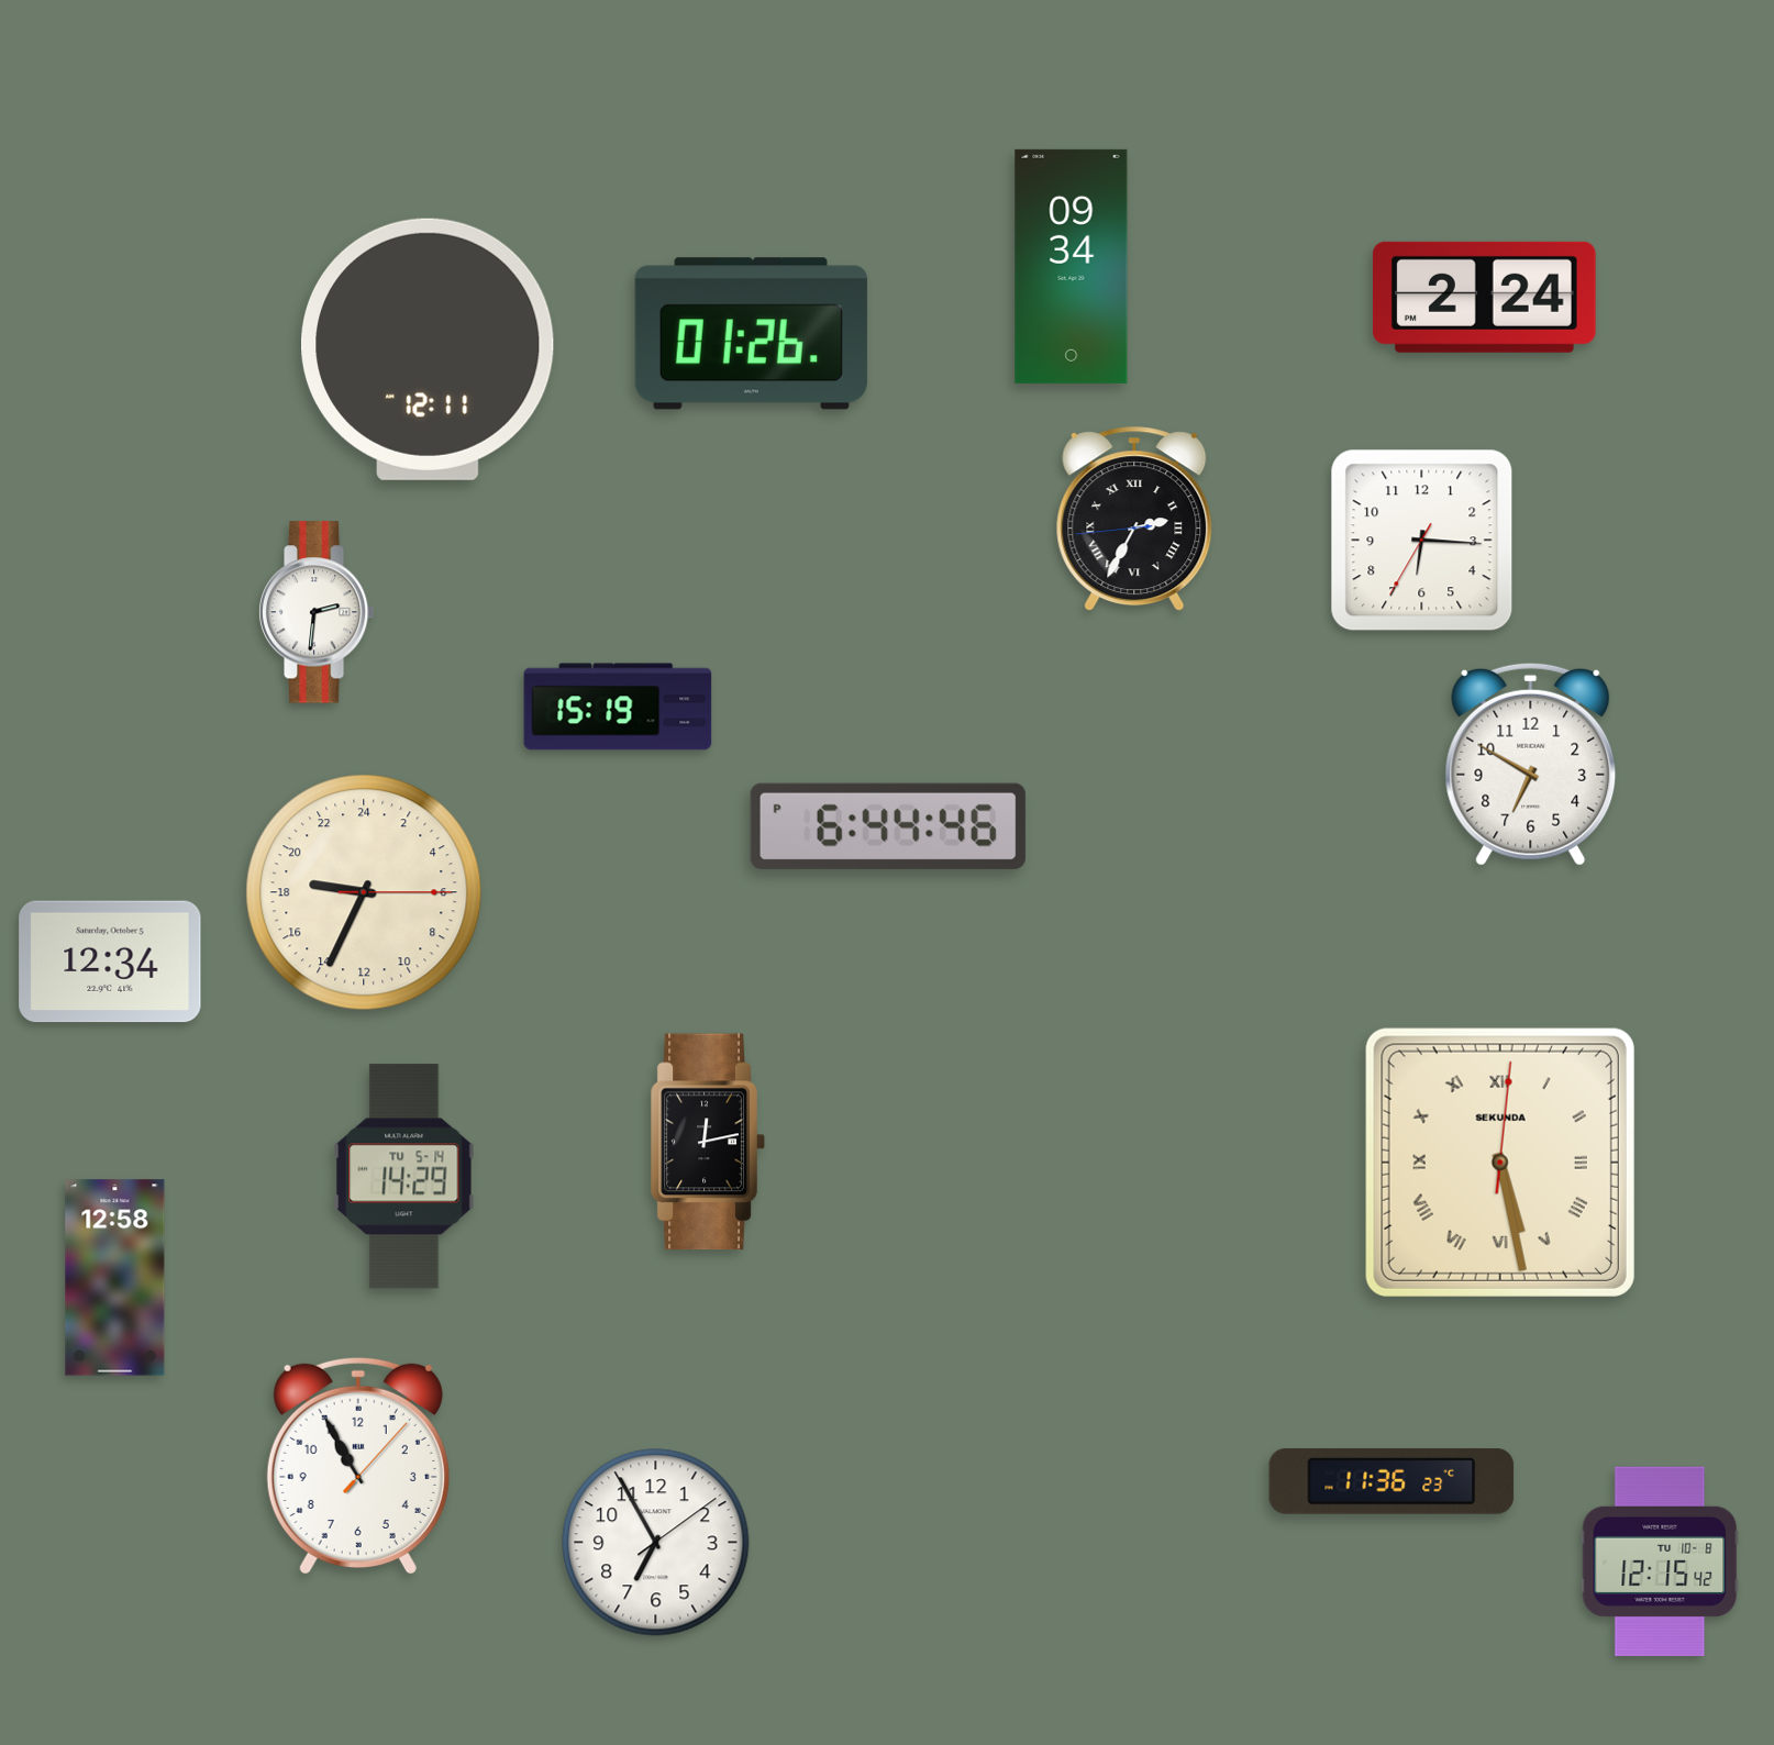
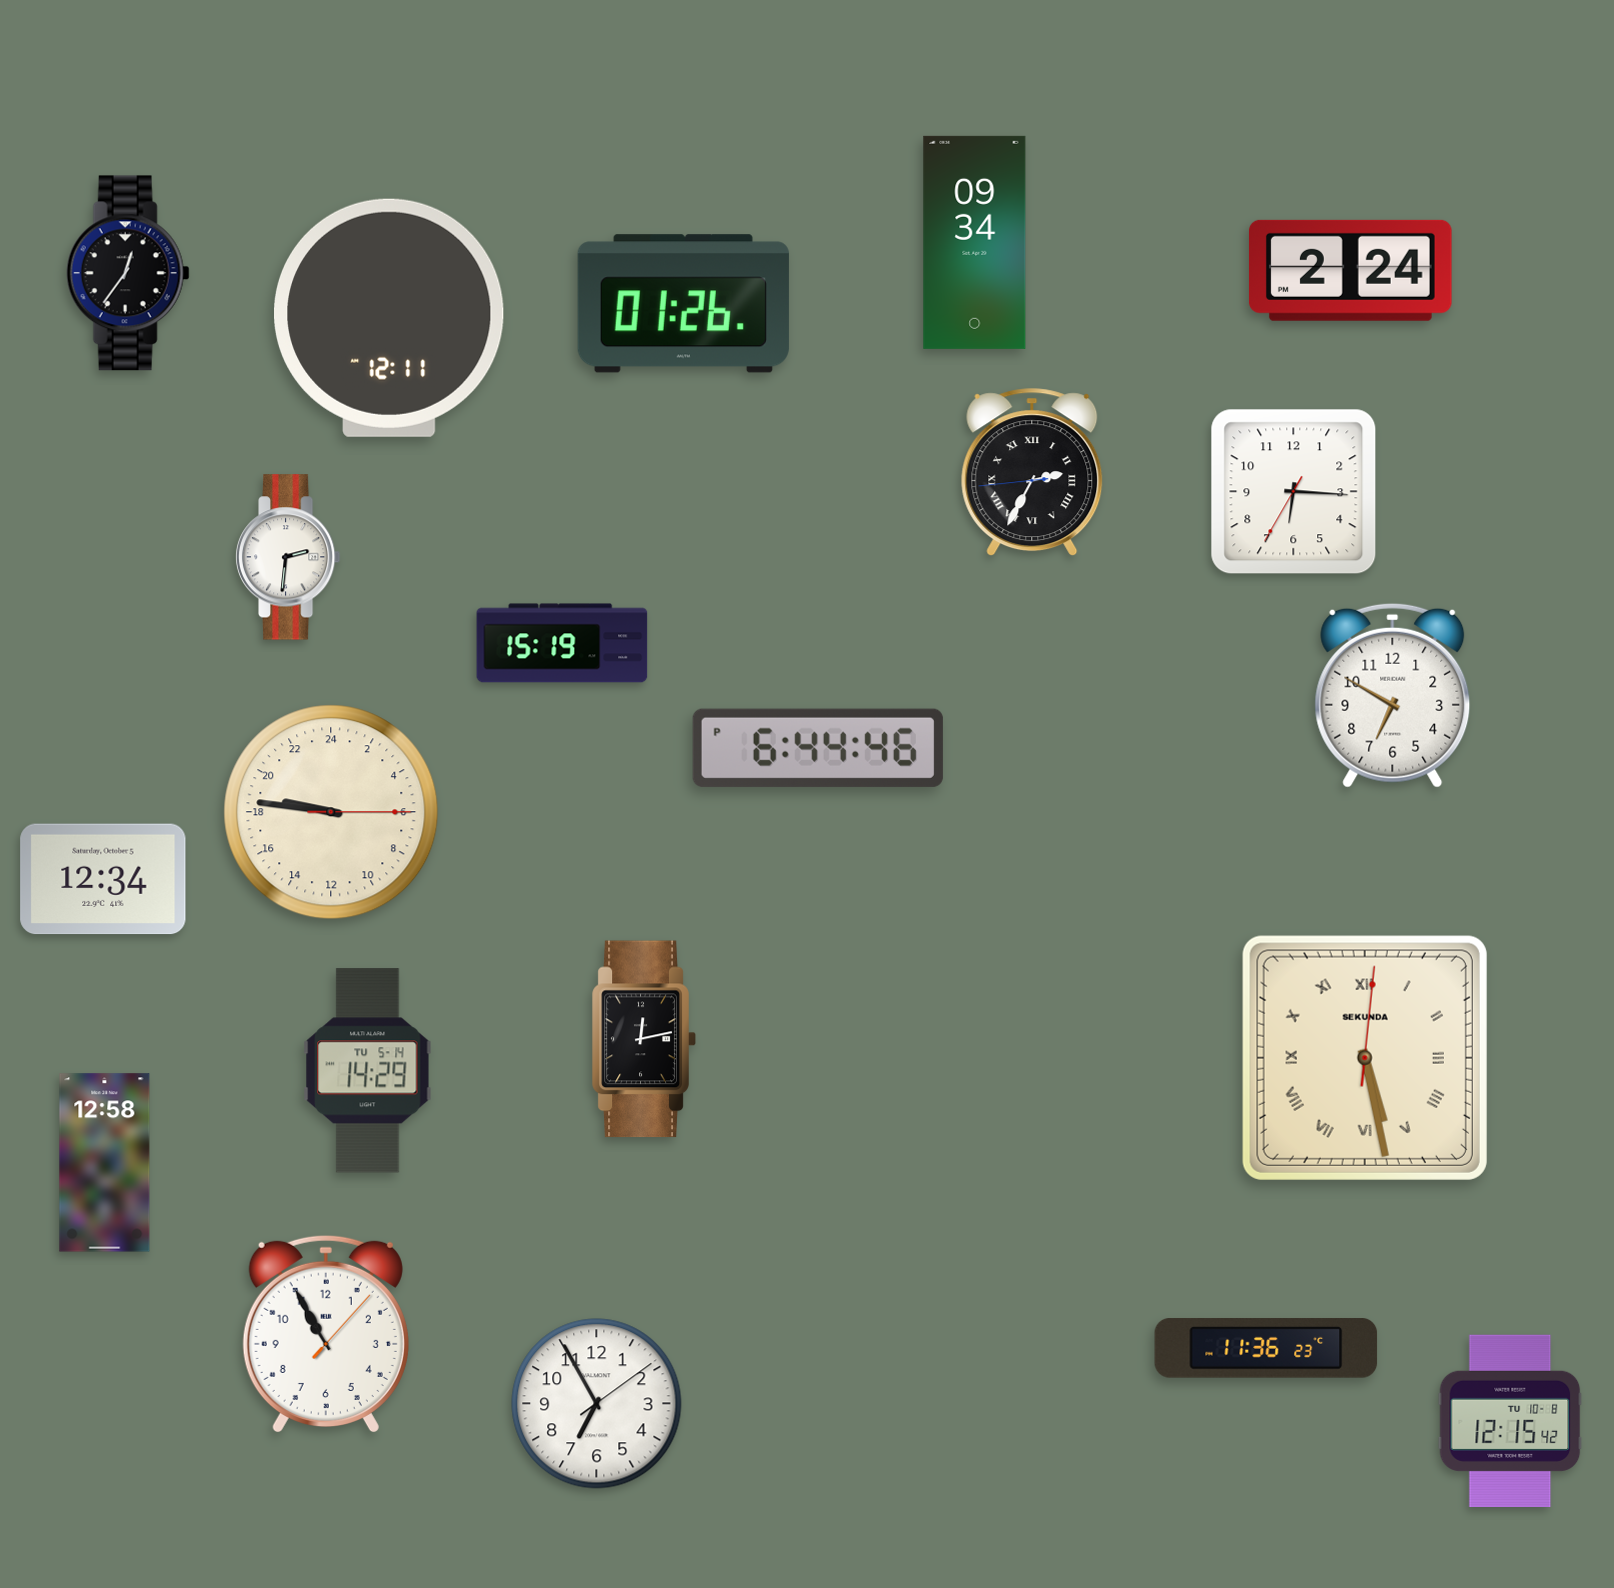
clock at (128, 273): none -> 12:36
clock at (888, 826) position: (888, 826) -> (818, 748)
clock at (364, 892): 18:34 -> 18:46
clock at (110, 962) position: (110, 962) -> (103, 879)
